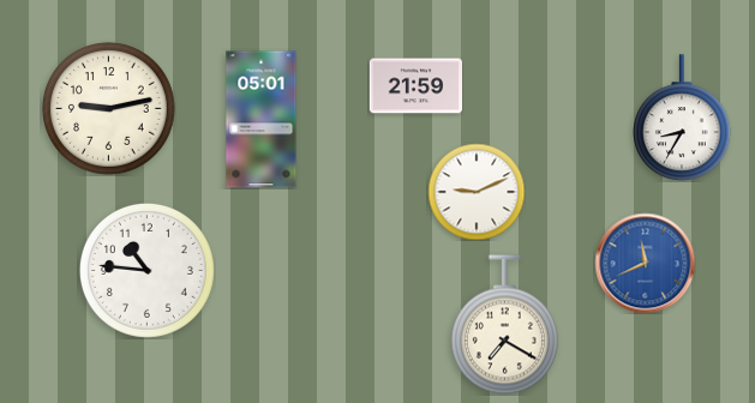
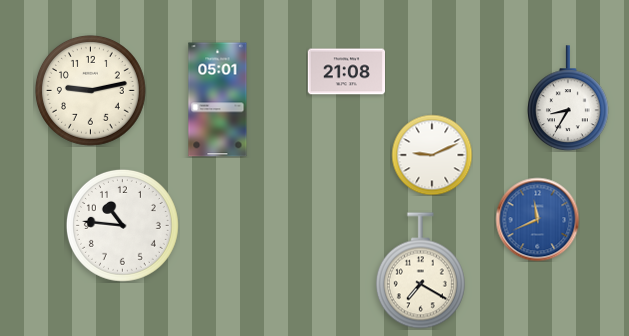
clock at (415, 86): 21:59 -> 21:08
clock at (477, 192) position: (477, 192) -> (432, 155)
